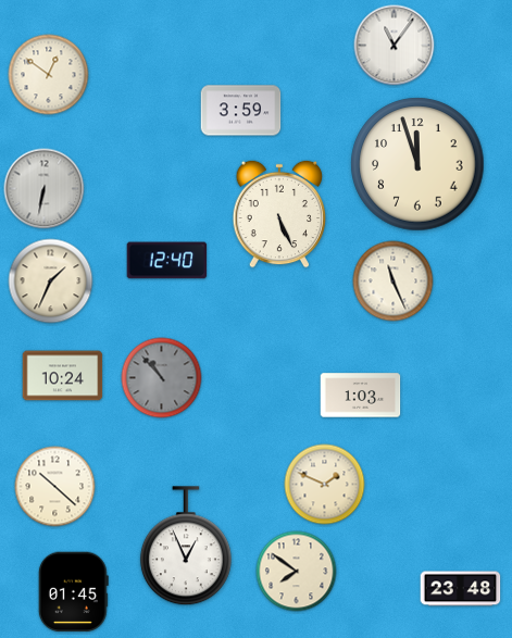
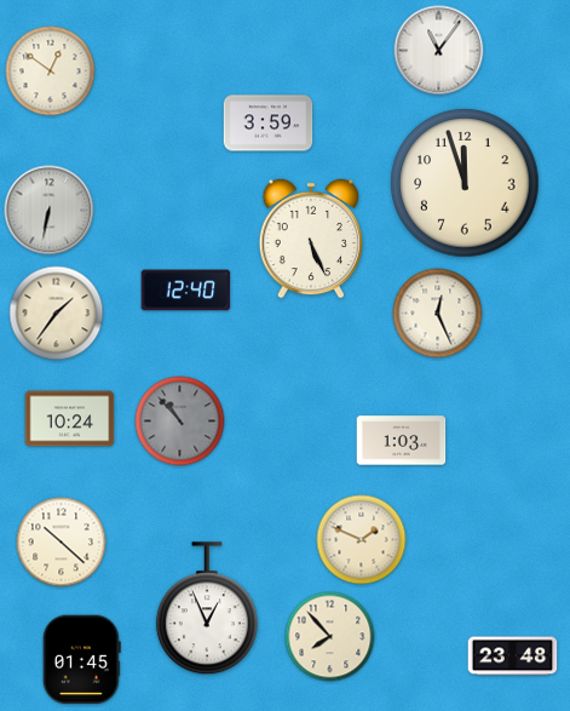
clock at (49, 75) position: (49, 75) -> (51, 71)
clock at (51, 282): 1:34 -> 1:36
clock at (394, 282): 11:26 -> 12:26
clock at (297, 572): 7:51 -> 7:53
